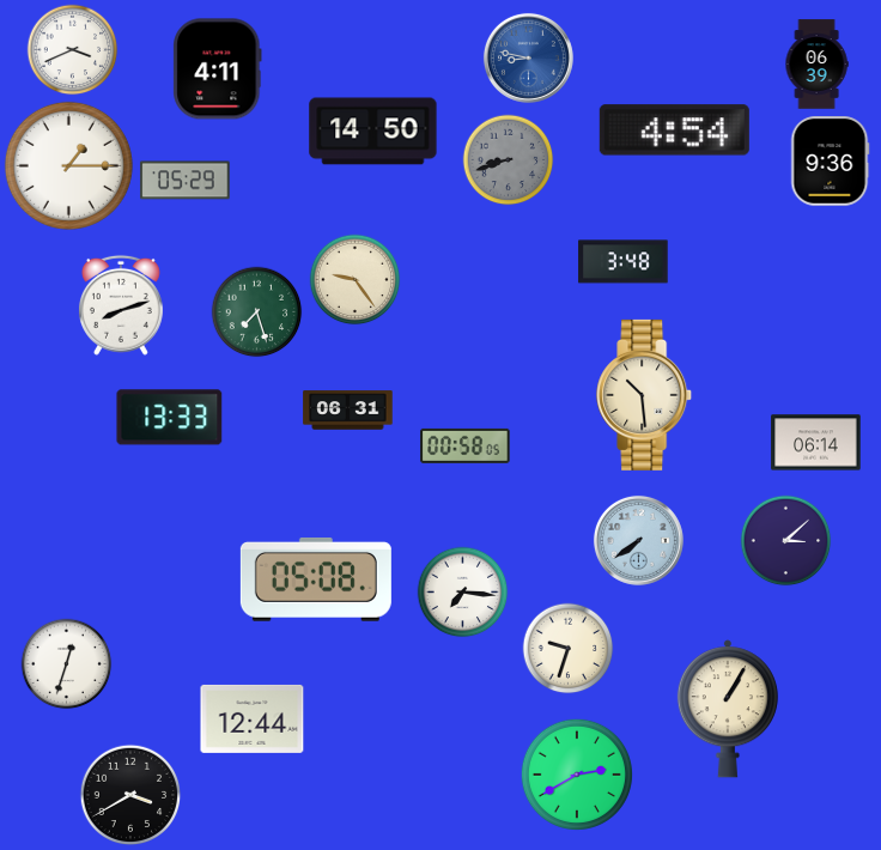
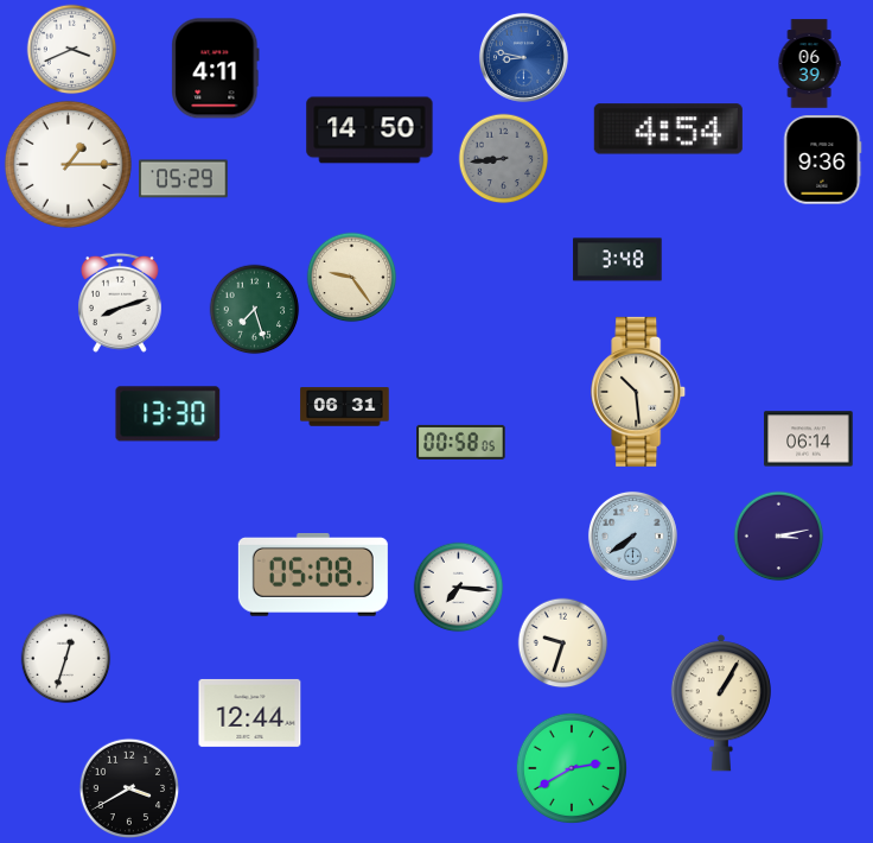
clock at (509, 160): 8:42 -> 8:44
clock at (170, 418): 13:33 -> 13:30
clock at (786, 541): 3:08 -> 3:13
